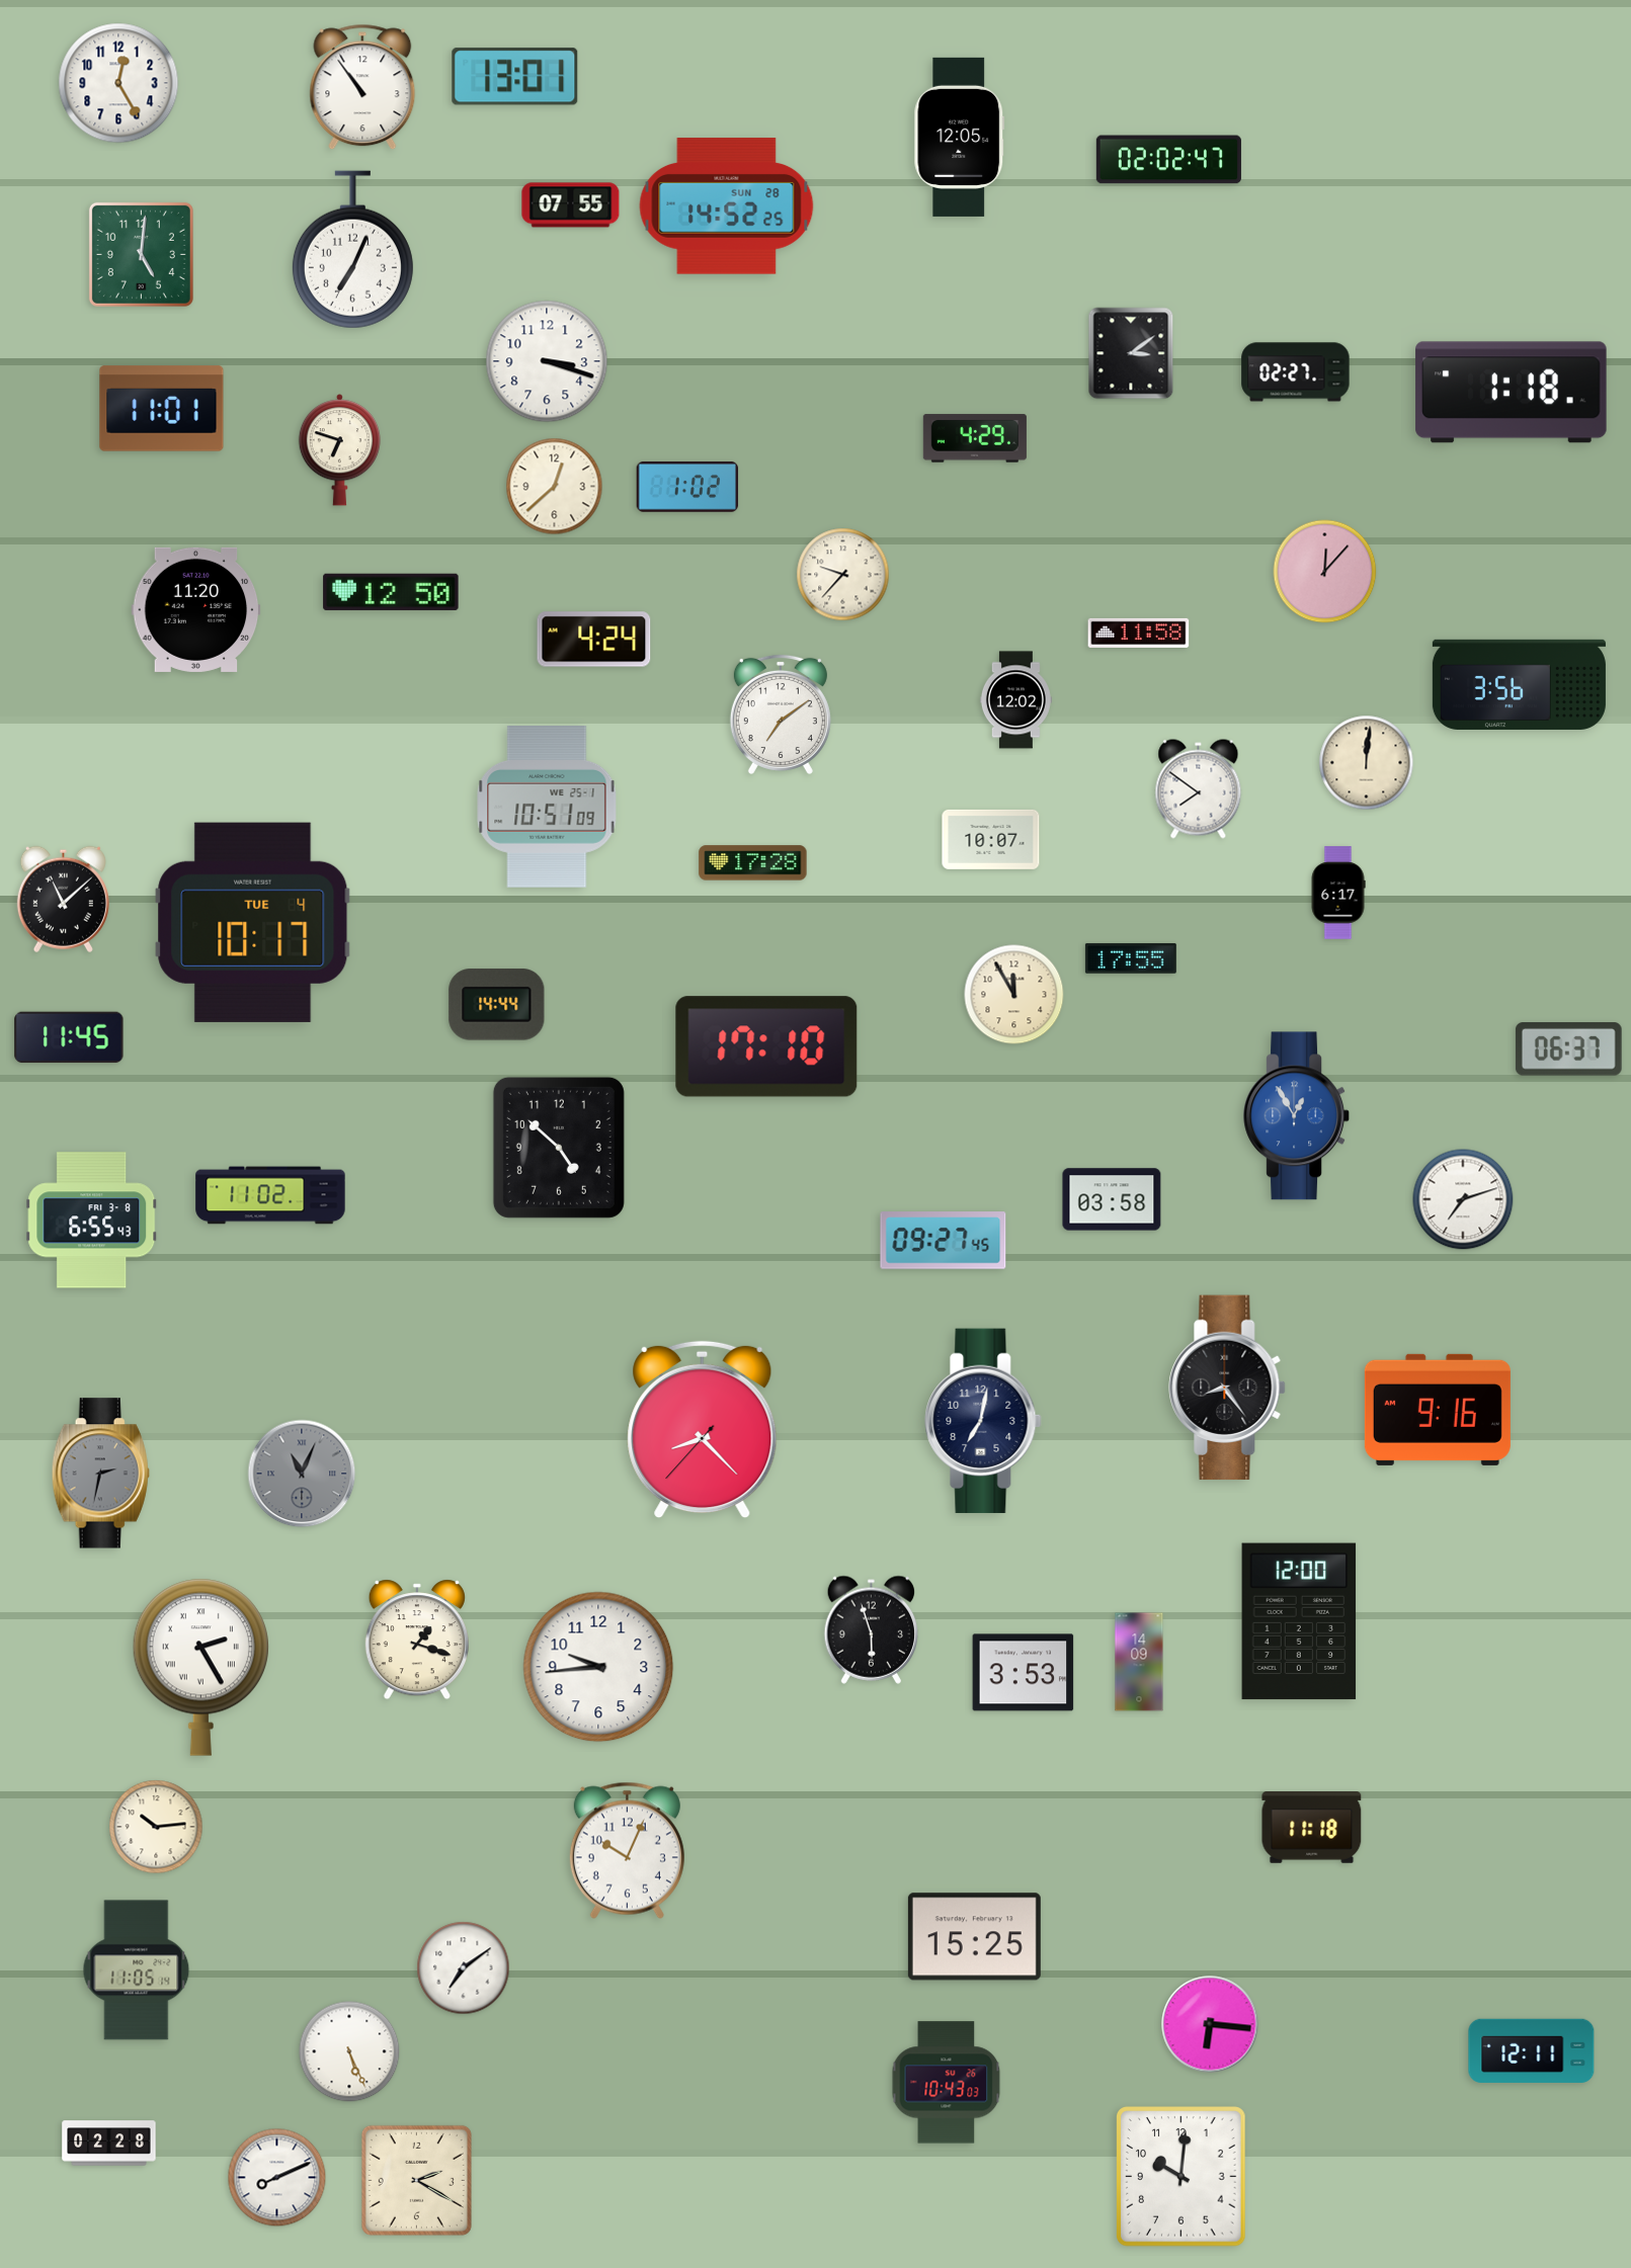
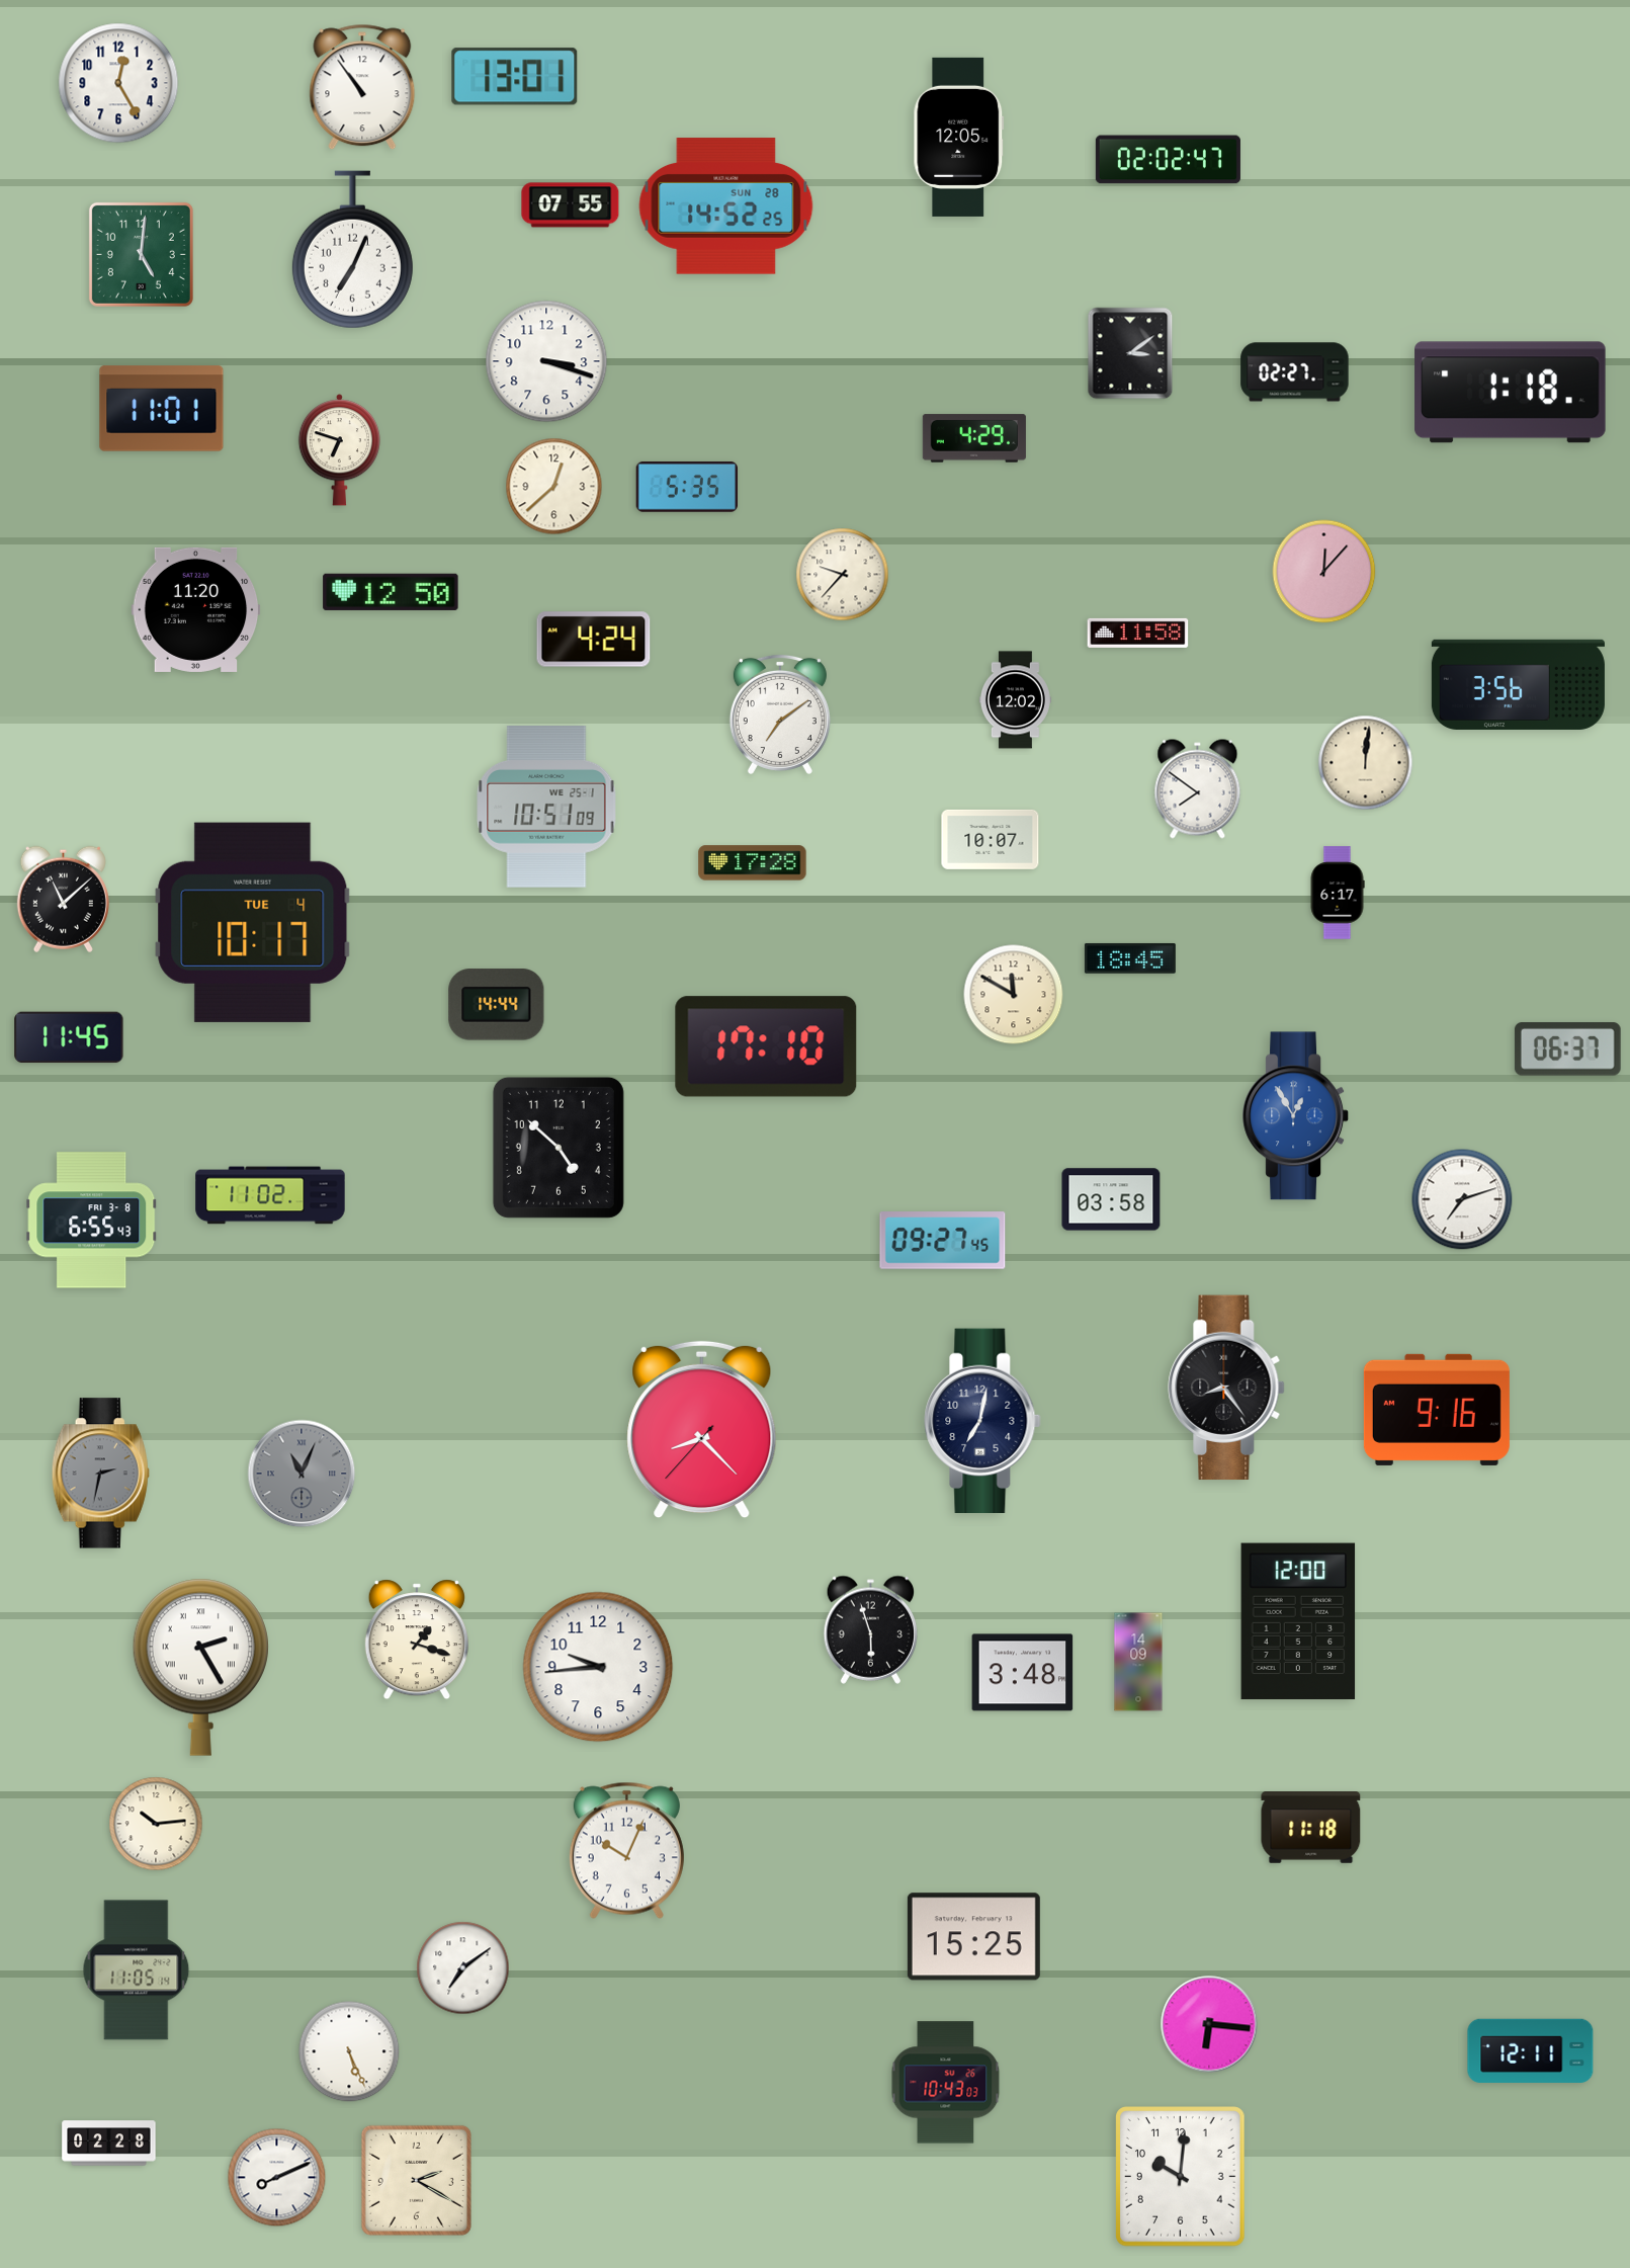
clock at (687, 487): 1:02 -> 5:35
clock at (1131, 958): 17:55 -> 18:45
clock at (1014, 995): 11:55 -> 11:50
clock at (1024, 1673): 3:53 -> 3:48
clock at (156, 1827) position: (156, 1827) -> (156, 1824)
